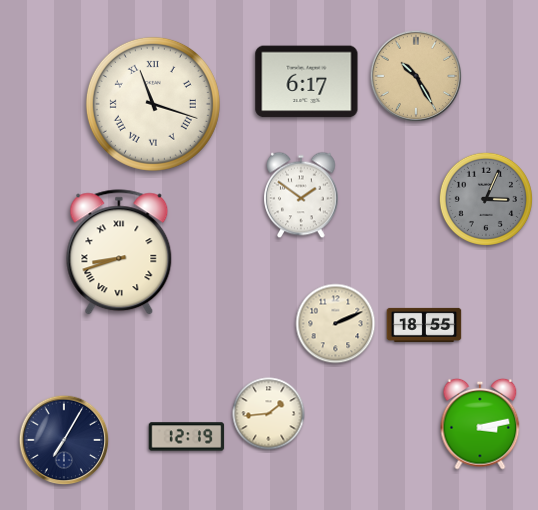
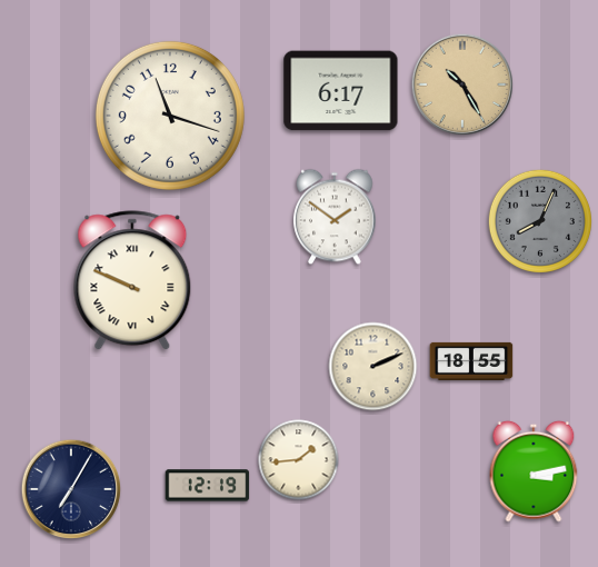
clock at (153, 104) numerals: Roman -> Arabic
clock at (486, 199): 3:04 -> 8:04
clock at (119, 253): 8:42 -> 9:49
clock at (336, 324) position: (336, 324) -> (373, 367)
